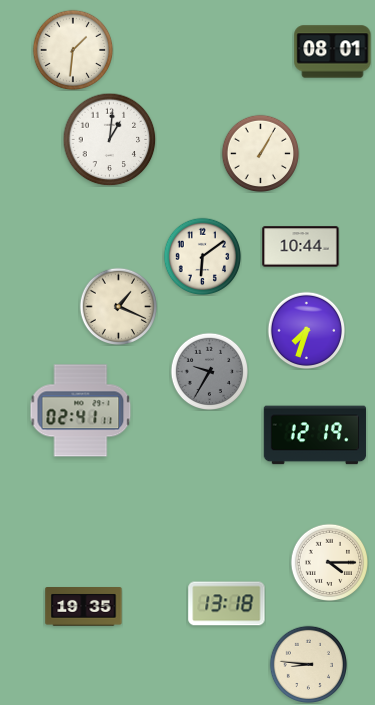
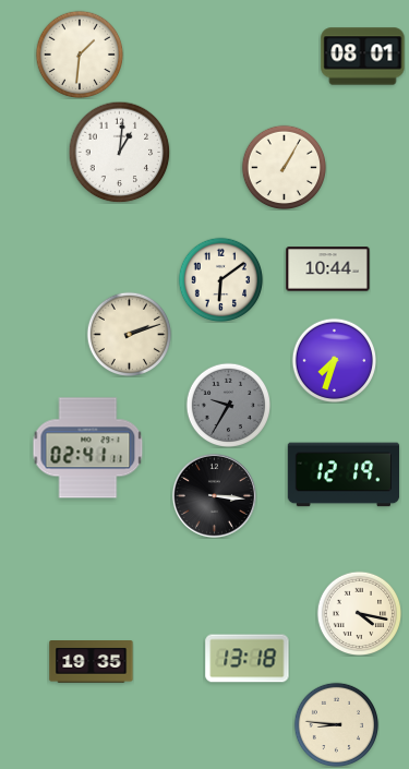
clock at (118, 306): 1:19 -> 2:12
clock at (214, 495): none -> 3:16
clock at (329, 562): 4:15 -> 4:17
